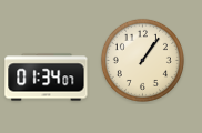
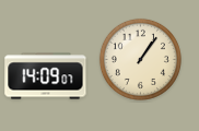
clock at (47, 78): 01:34 -> 14:09
